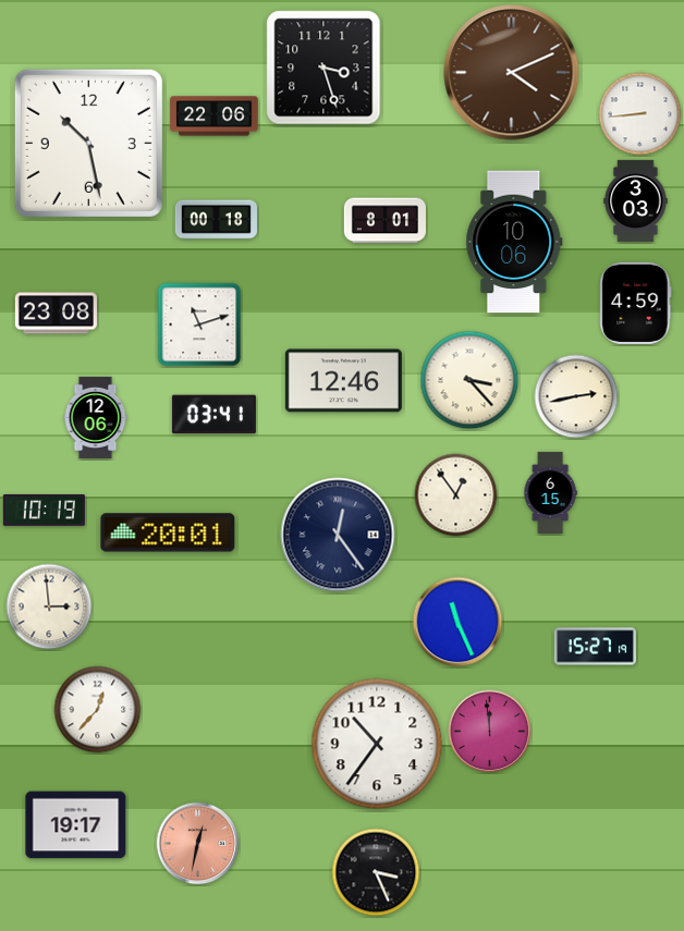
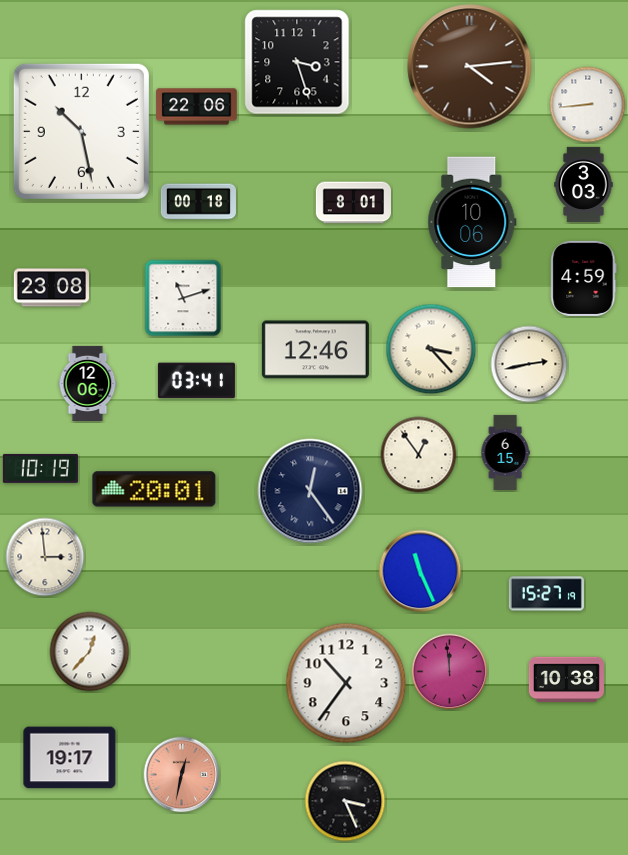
clock at (512, 73): 4:11 -> 4:14
clock at (566, 680): none -> 10:38
